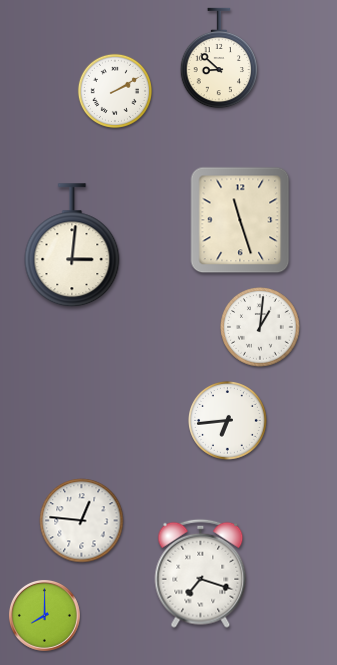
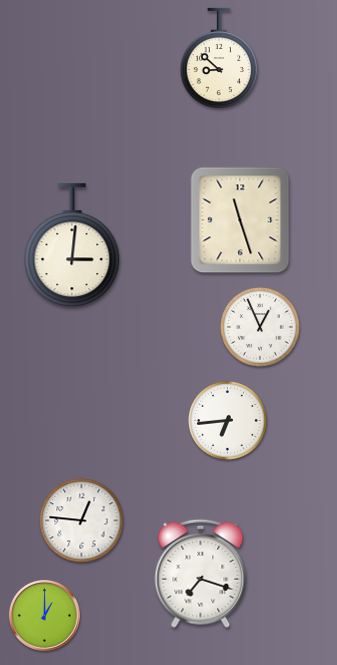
clock at (115, 91): 2:10 -> none
clock at (260, 327): 1:01 -> 12:56
clock at (44, 615): 8:00 -> 1:00
